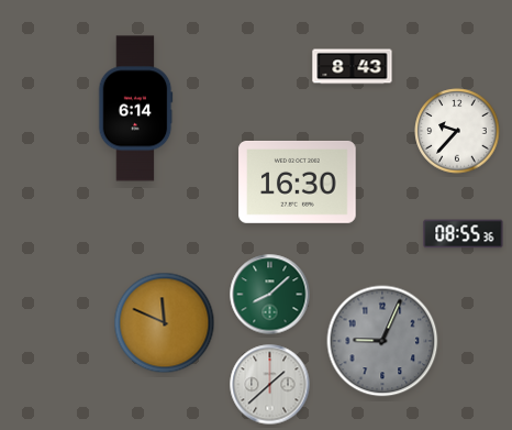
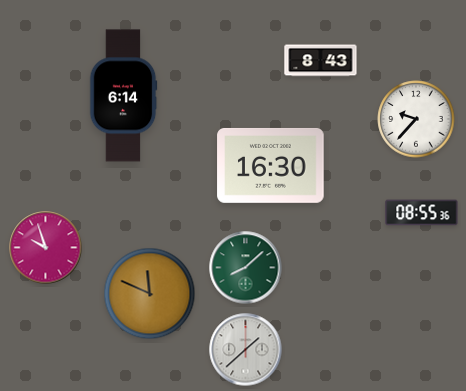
clock at (135, 109) position: (135, 109) -> (123, 96)
clock at (46, 248): none -> 9:57
clock at (382, 341): 9:04 -> none
